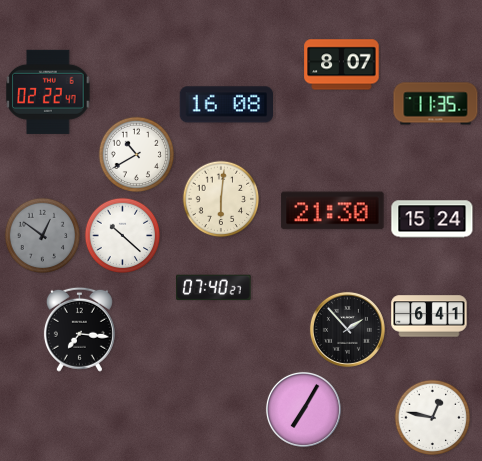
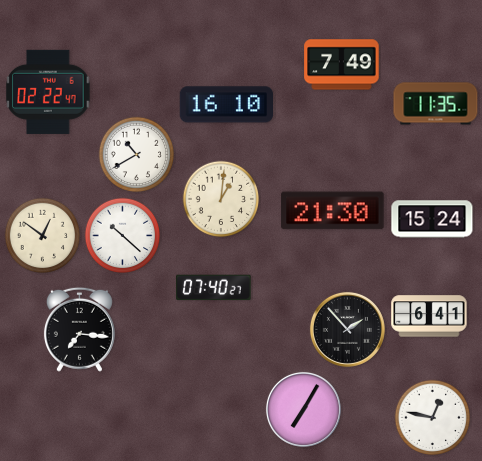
clock at (342, 65): 8:07 -> 7:49
clock at (226, 105): 16:08 -> 16:10
clock at (221, 199): 6:01 -> 1:01
clock at (43, 236) dial: grey -> cream
